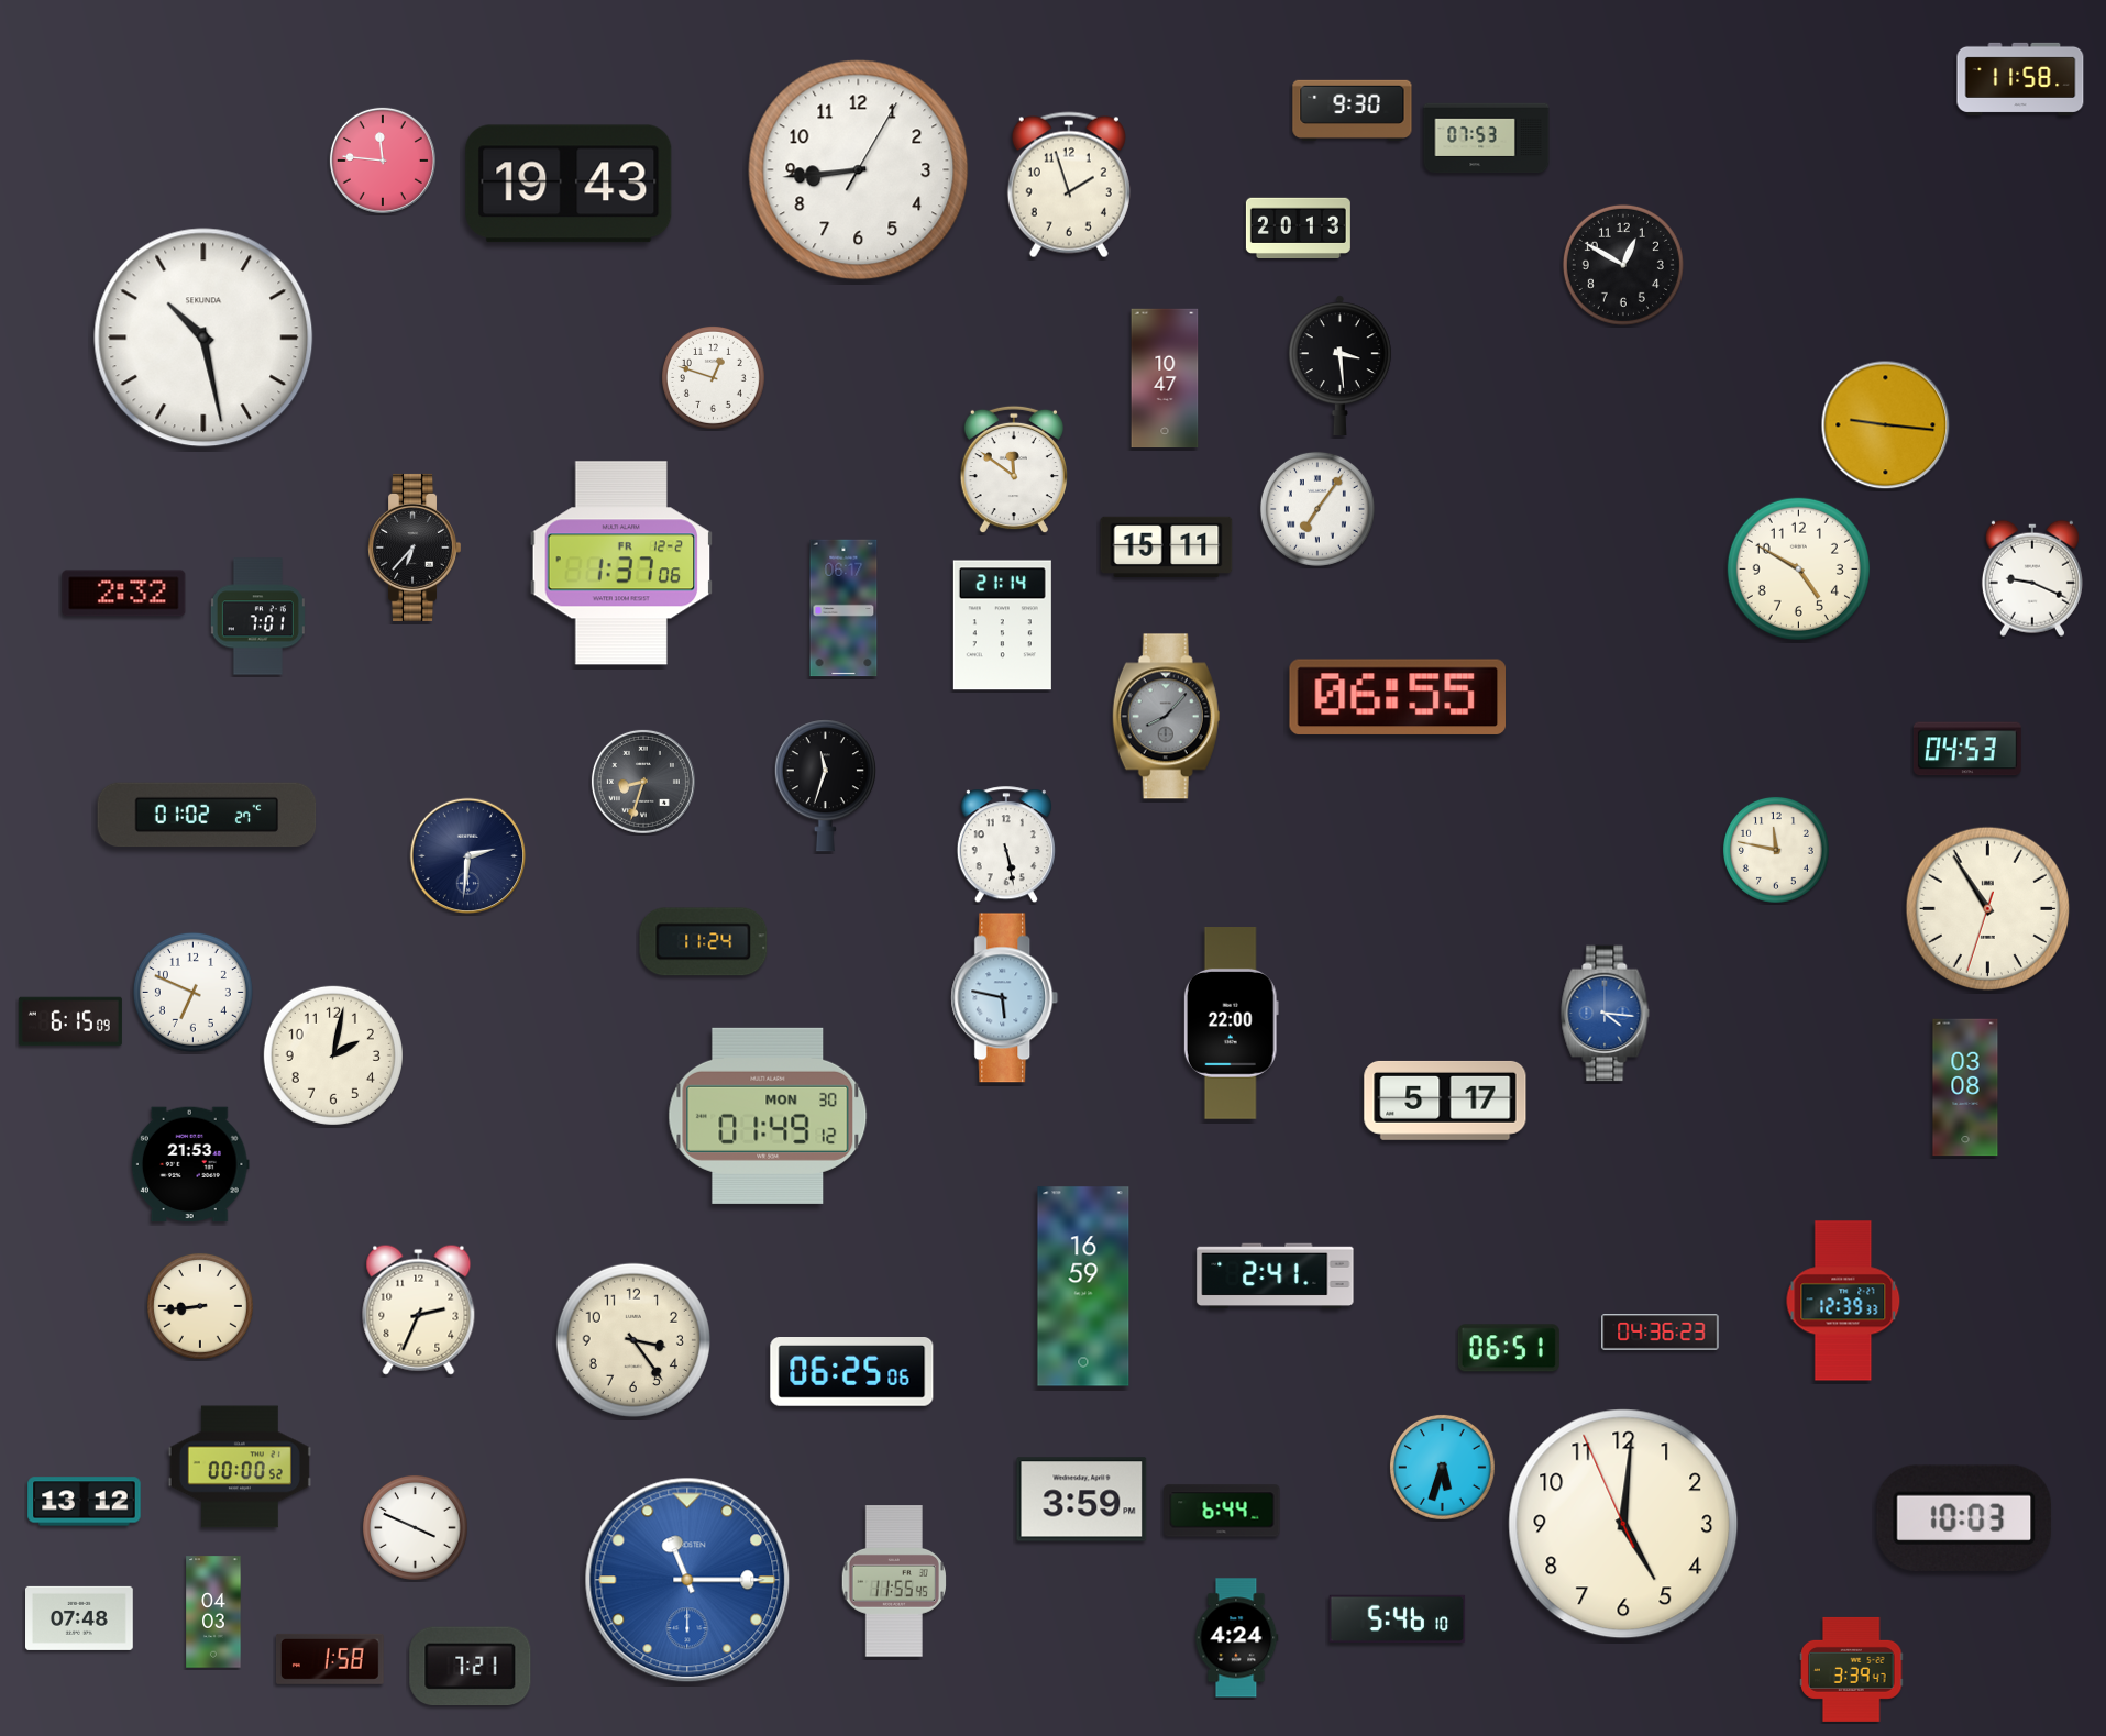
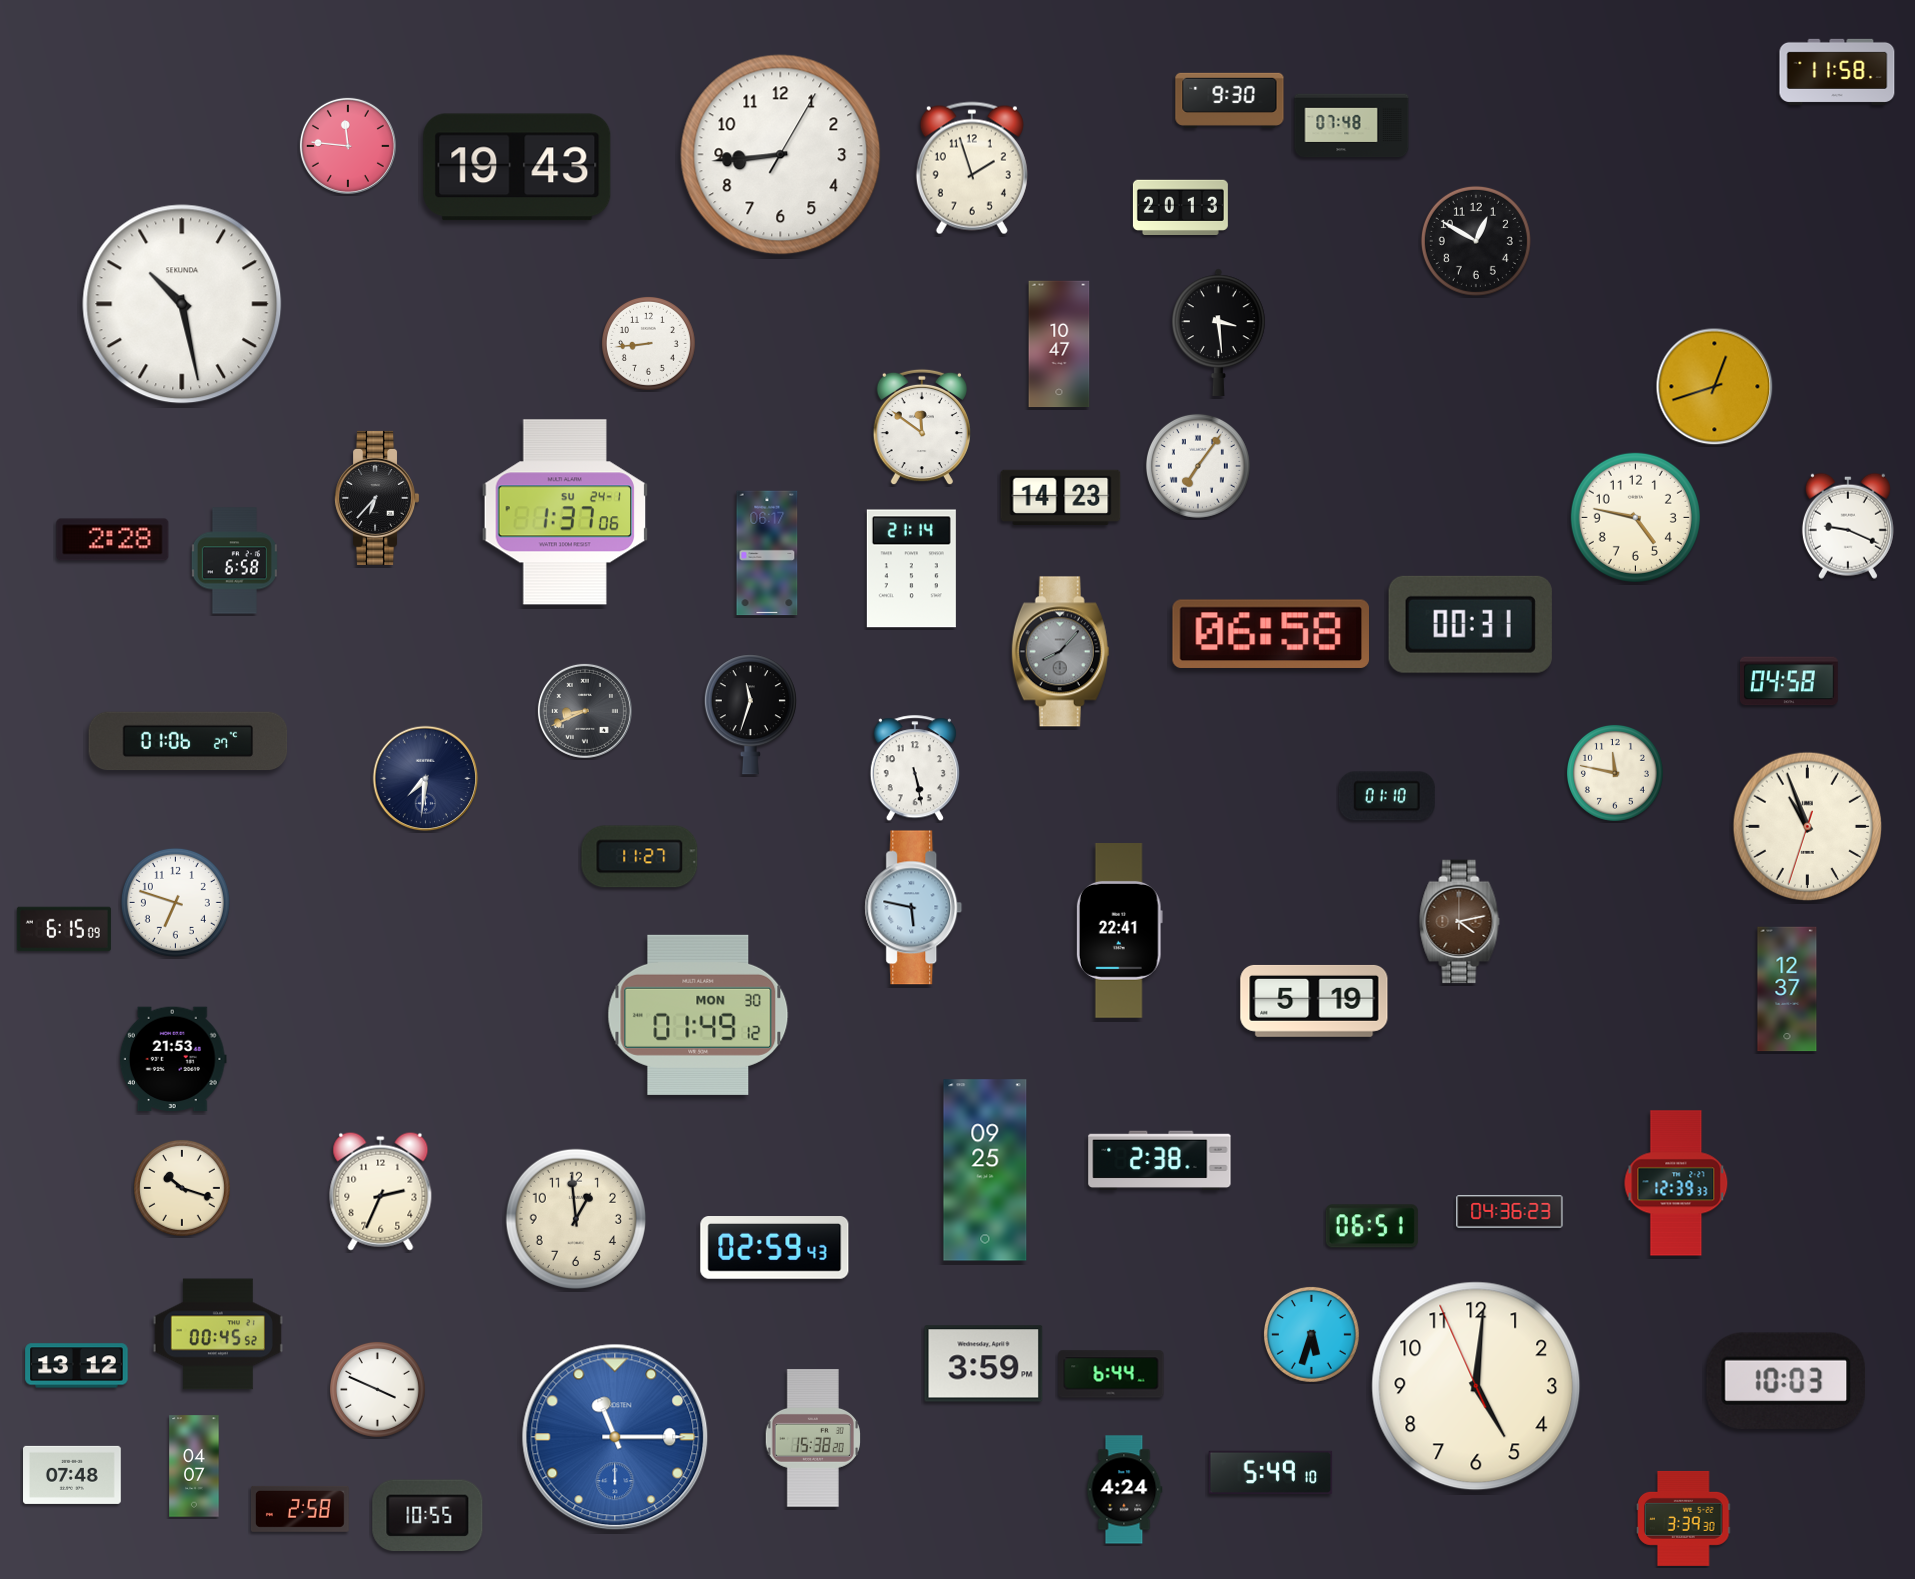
clock at (1487, 139): 07:53 -> 07:48
clock at (203, 338) position: (203, 338) -> (182, 304)
clock at (713, 377): 12:48 -> 8:44
clock at (1886, 425): 9:16 -> 12:42
clock at (1317, 509) position: (1317, 509) -> (1198, 466)
clock at (1167, 548): 15:11 -> 14:23
clock at (621, 563) date: FR 12-2 -> SU 24-1
clock at (1798, 568): 4:50 -> 4:47
clock at (124, 594): 2:32 -> 2:28
clock at (257, 617): 7:01 -> 6:58
clock at (1470, 624): none -> 00:31
clock at (1397, 697): 06:55 -> 06:58
clock at (1967, 749): 04:53 -> 04:58
clock at (643, 782): 8:33 -> 8:41
clock at (207, 815): 01:02 -> 01:06
clock at (468, 856): 2:31 -> 7:31
clock at (1387, 796): none -> 01:10
clock at (1987, 908): 10:54 -> 10:56
clock at (704, 942): 11:24 -> 11:27
clock at (192, 992): 6:49 -> 6:48
clock at (1606, 1014): 4:16 -> 4:13
clock at (1606, 1014) dial: blue -> brown
clock at (1231, 1024): 22:00 -> 22:41
clock at (333, 1055): 2:02 -> none
clock at (1965, 1087): 03:08 -> 12:37
clock at (1445, 1101): 5:17 -> 5:19
clock at (1276, 1276): 2:41 -> 2:38
clock at (1083, 1286): 16:59 -> 09:25
clock at (200, 1306): 8:44 -> 10:18
clock at (633, 1340): 3:24 -> 12:59
clock at (852, 1372): 06:25 -> 02:59
clock at (240, 1467): 00:00 -> 00:45
clock at (687, 1580) position: (687, 1580) -> (615, 1437)
clock at (893, 1581): 11:55 -> 15:38
clock at (213, 1612): 04:03 -> 04:07
clock at (80, 1618) position: (80, 1618) -> (73, 1475)
clock at (1398, 1618): 5:46 -> 5:49
clock at (330, 1659): 1:58 -> 2:58
clock at (471, 1667): 7:21 -> 10:55
clock at (1852, 1669): 3:39:47 -> 3:39:30
